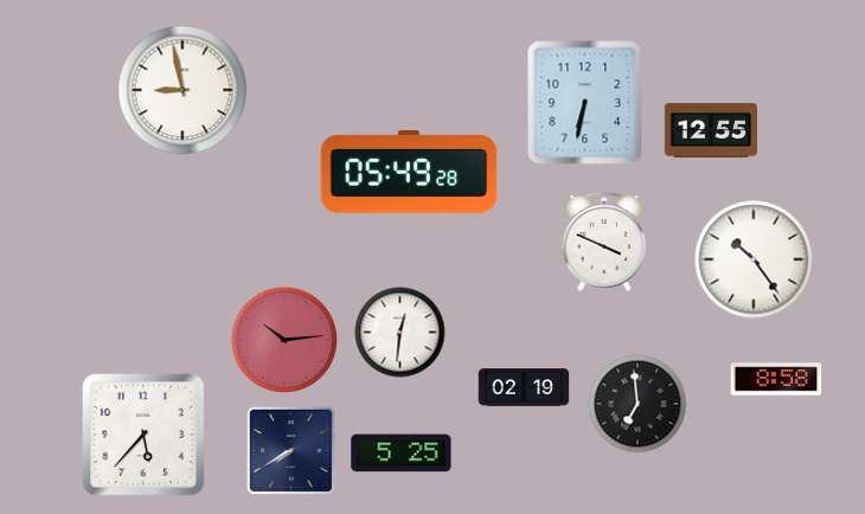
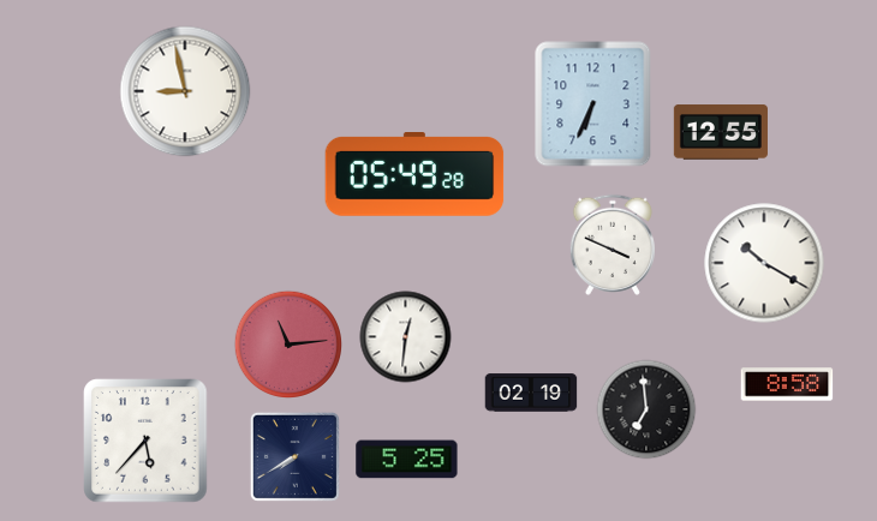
clock at (585, 103): 6:32 -> 6:34
clock at (754, 259): 10:24 -> 10:20
clock at (283, 339): 10:14 -> 11:14
